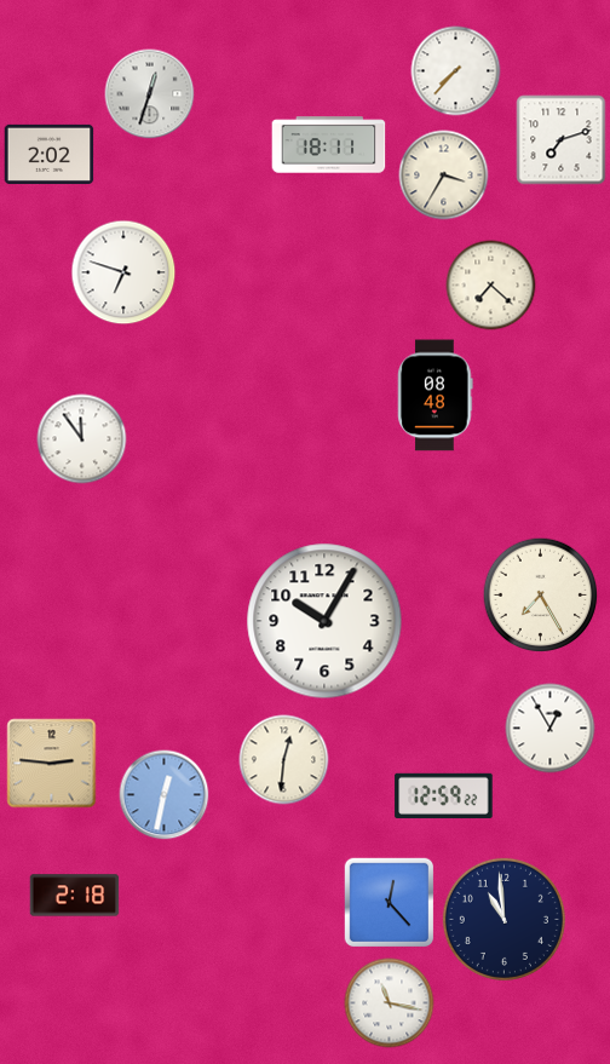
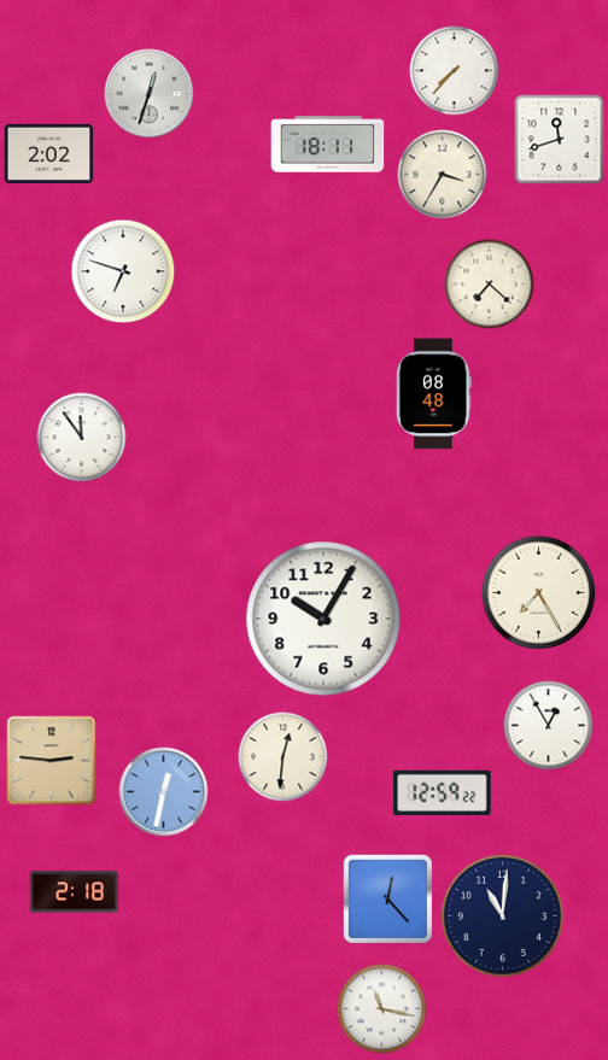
clock at (562, 140): 7:12 -> 11:42
clock at (503, 919): 10:59 -> 11:01
clock at (390, 1003) position: (390, 1003) -> (382, 1009)
